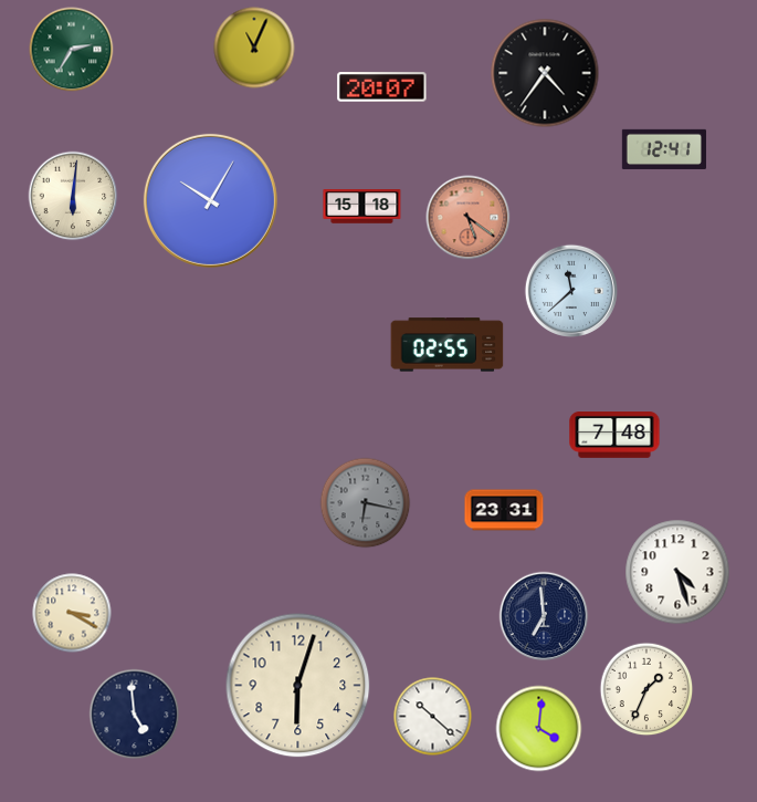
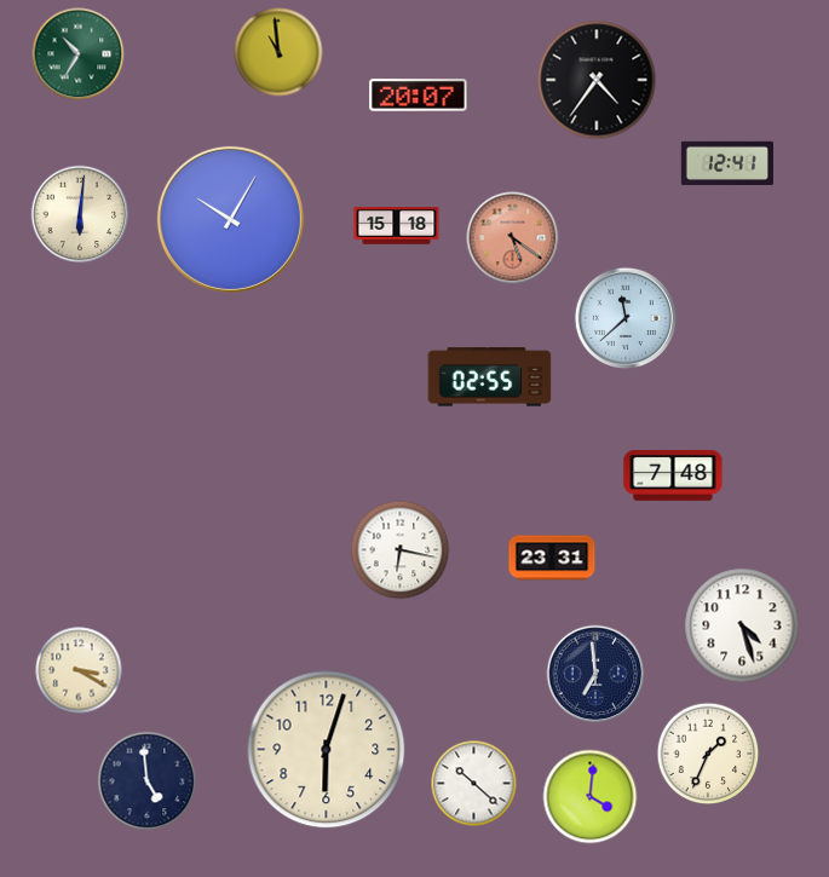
clock at (254, 48): 11:04 -> 10:59
clock at (72, 50): 2:35 -> 10:35
clock at (366, 503) dial: grey -> white
